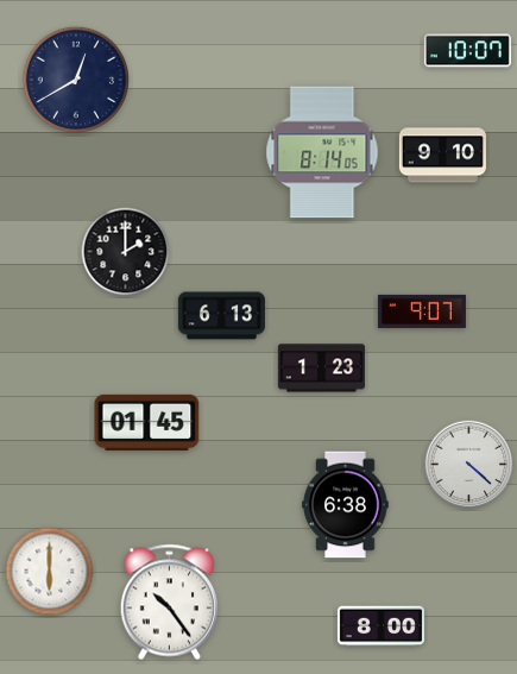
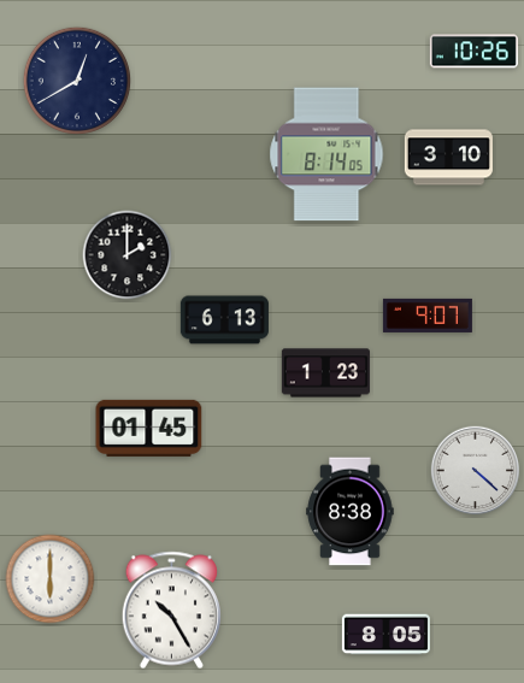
clock at (467, 51): 10:07 -> 10:26
clock at (442, 156): 9:10 -> 3:10
clock at (346, 505): 6:38 -> 8:38
clock at (169, 603): 10:24 -> 10:25
clock at (380, 626): 8:00 -> 8:05
